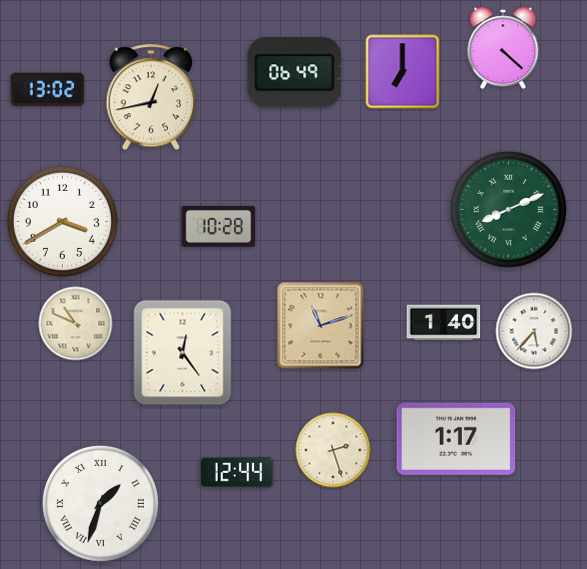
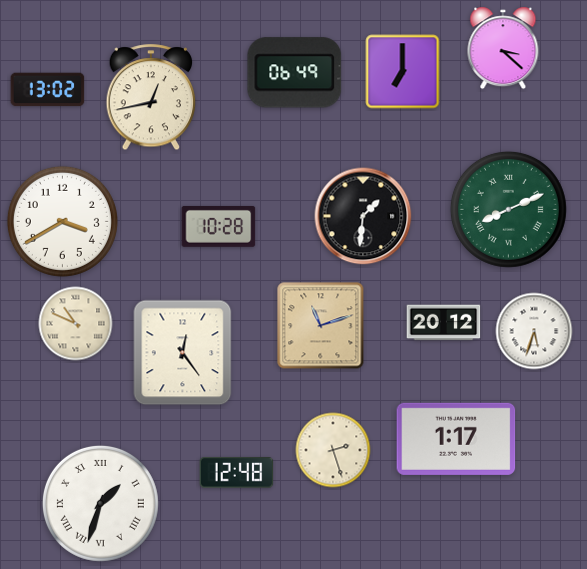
clock at (503, 48): 4:22 -> 3:22
clock at (363, 216): none -> 1:31
clock at (444, 323): 1:40 -> 20:12
clock at (534, 331): 5:37 -> 5:33
clock at (237, 473): 12:44 -> 12:48
